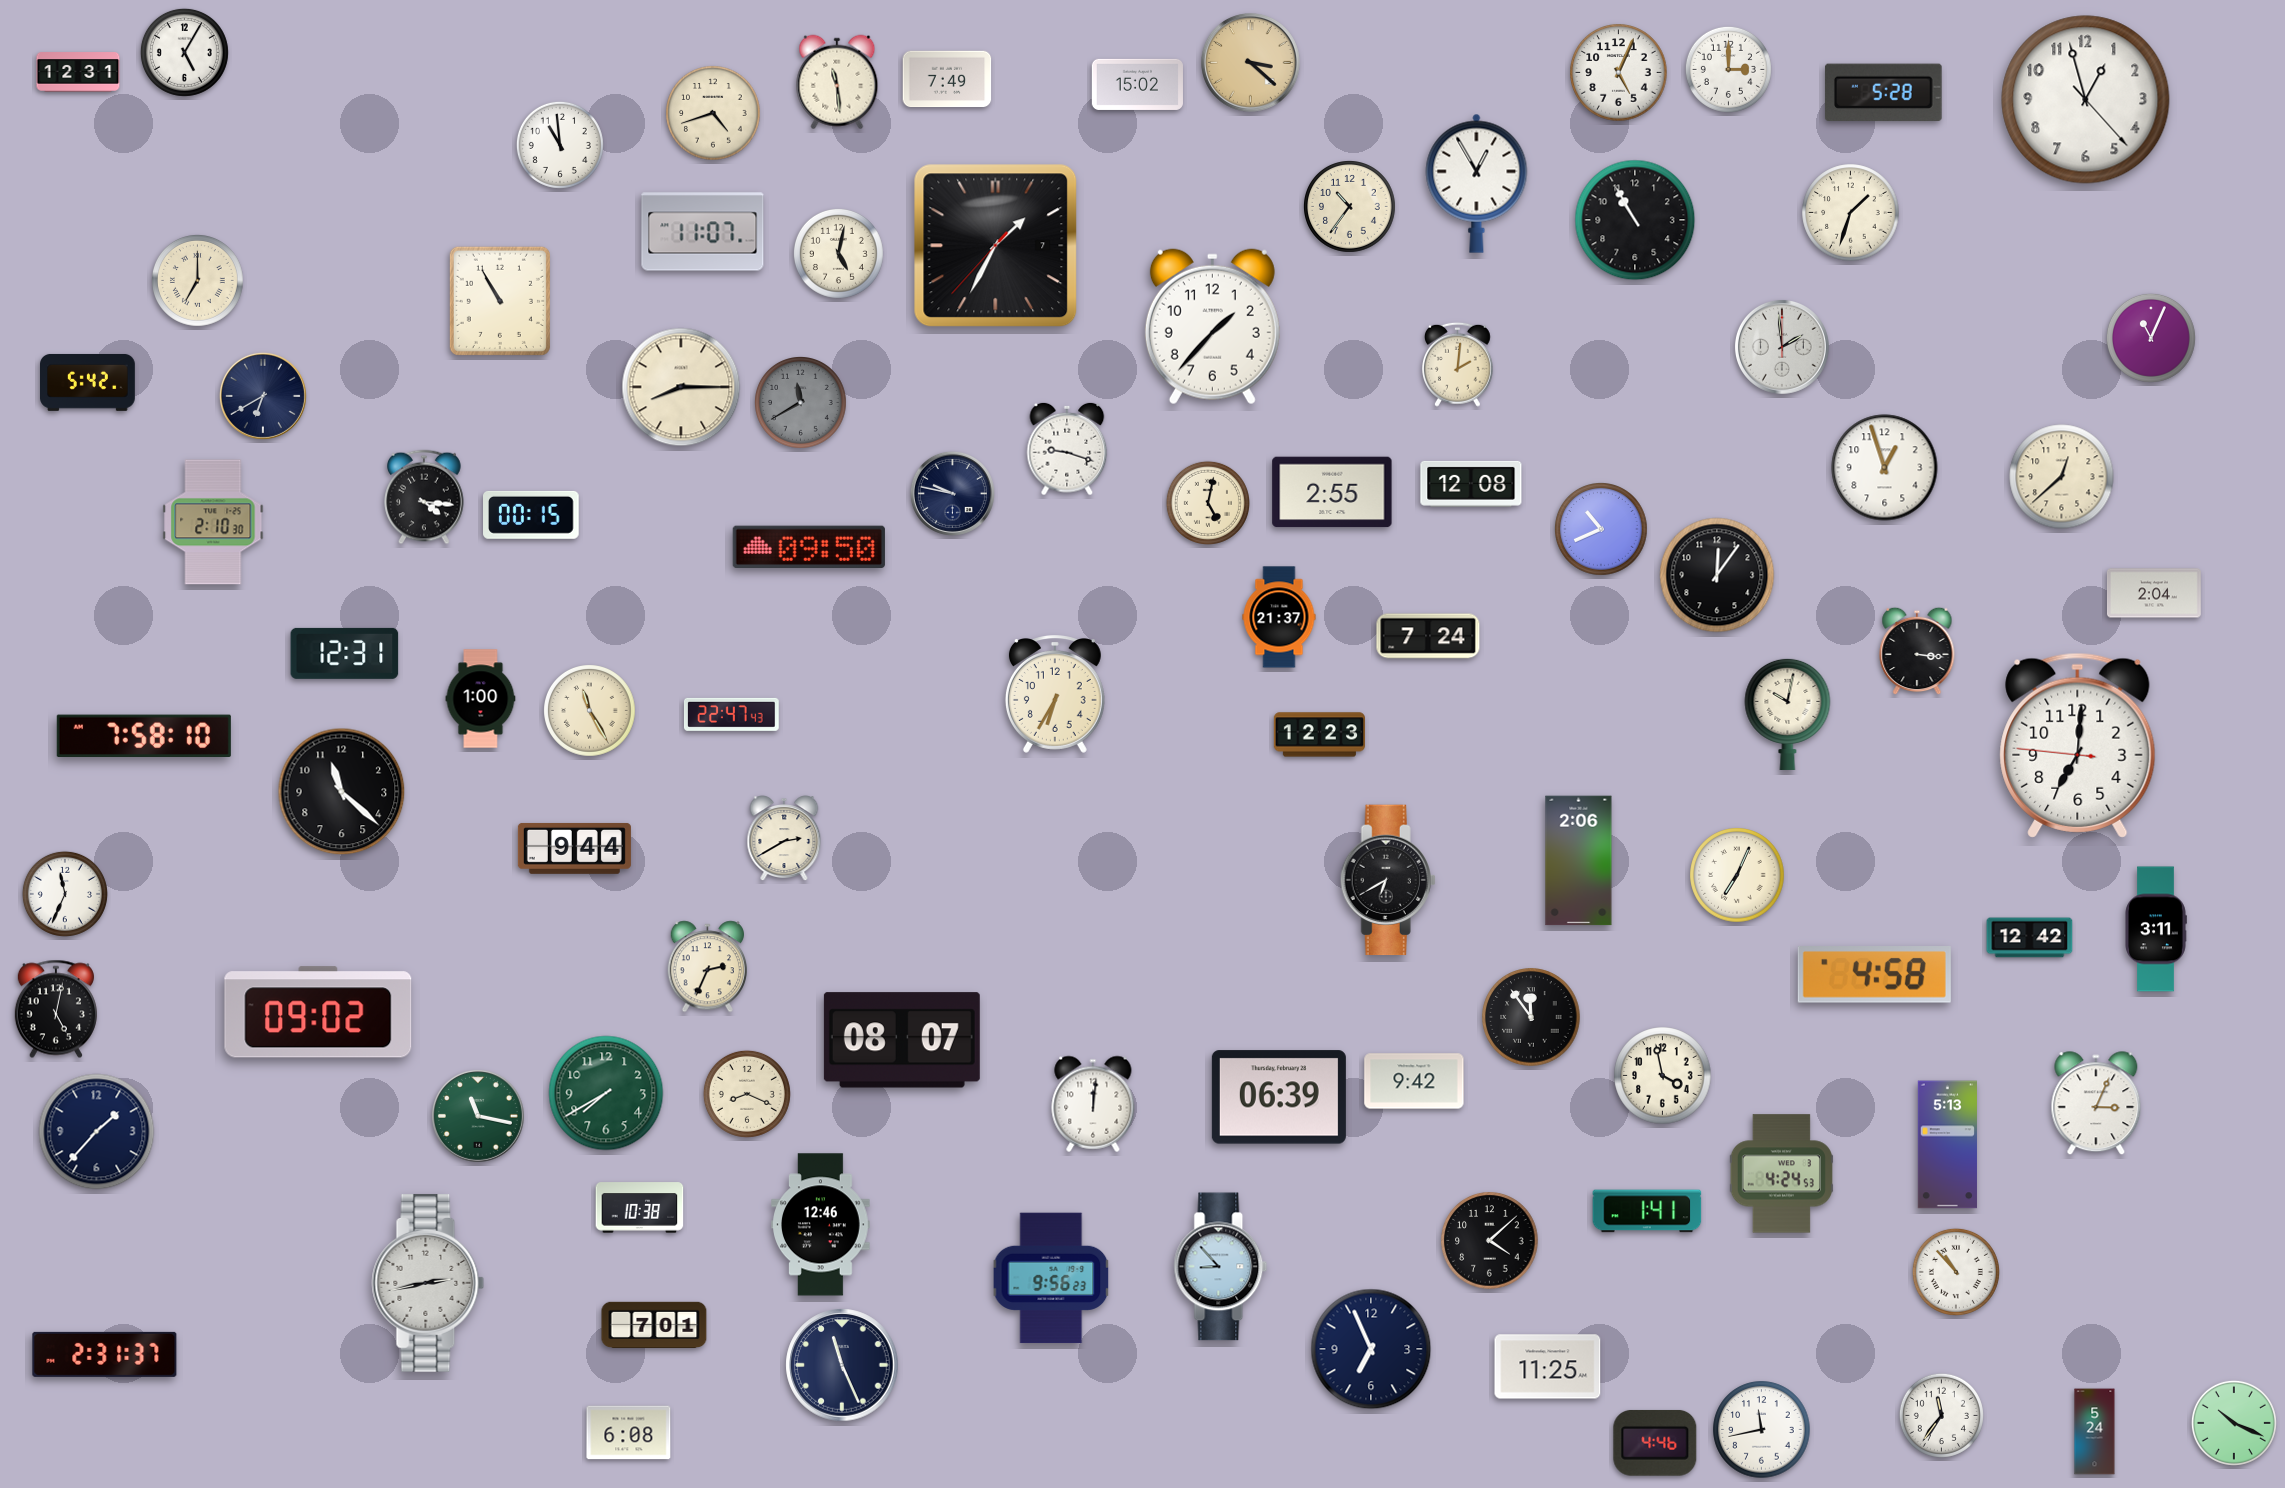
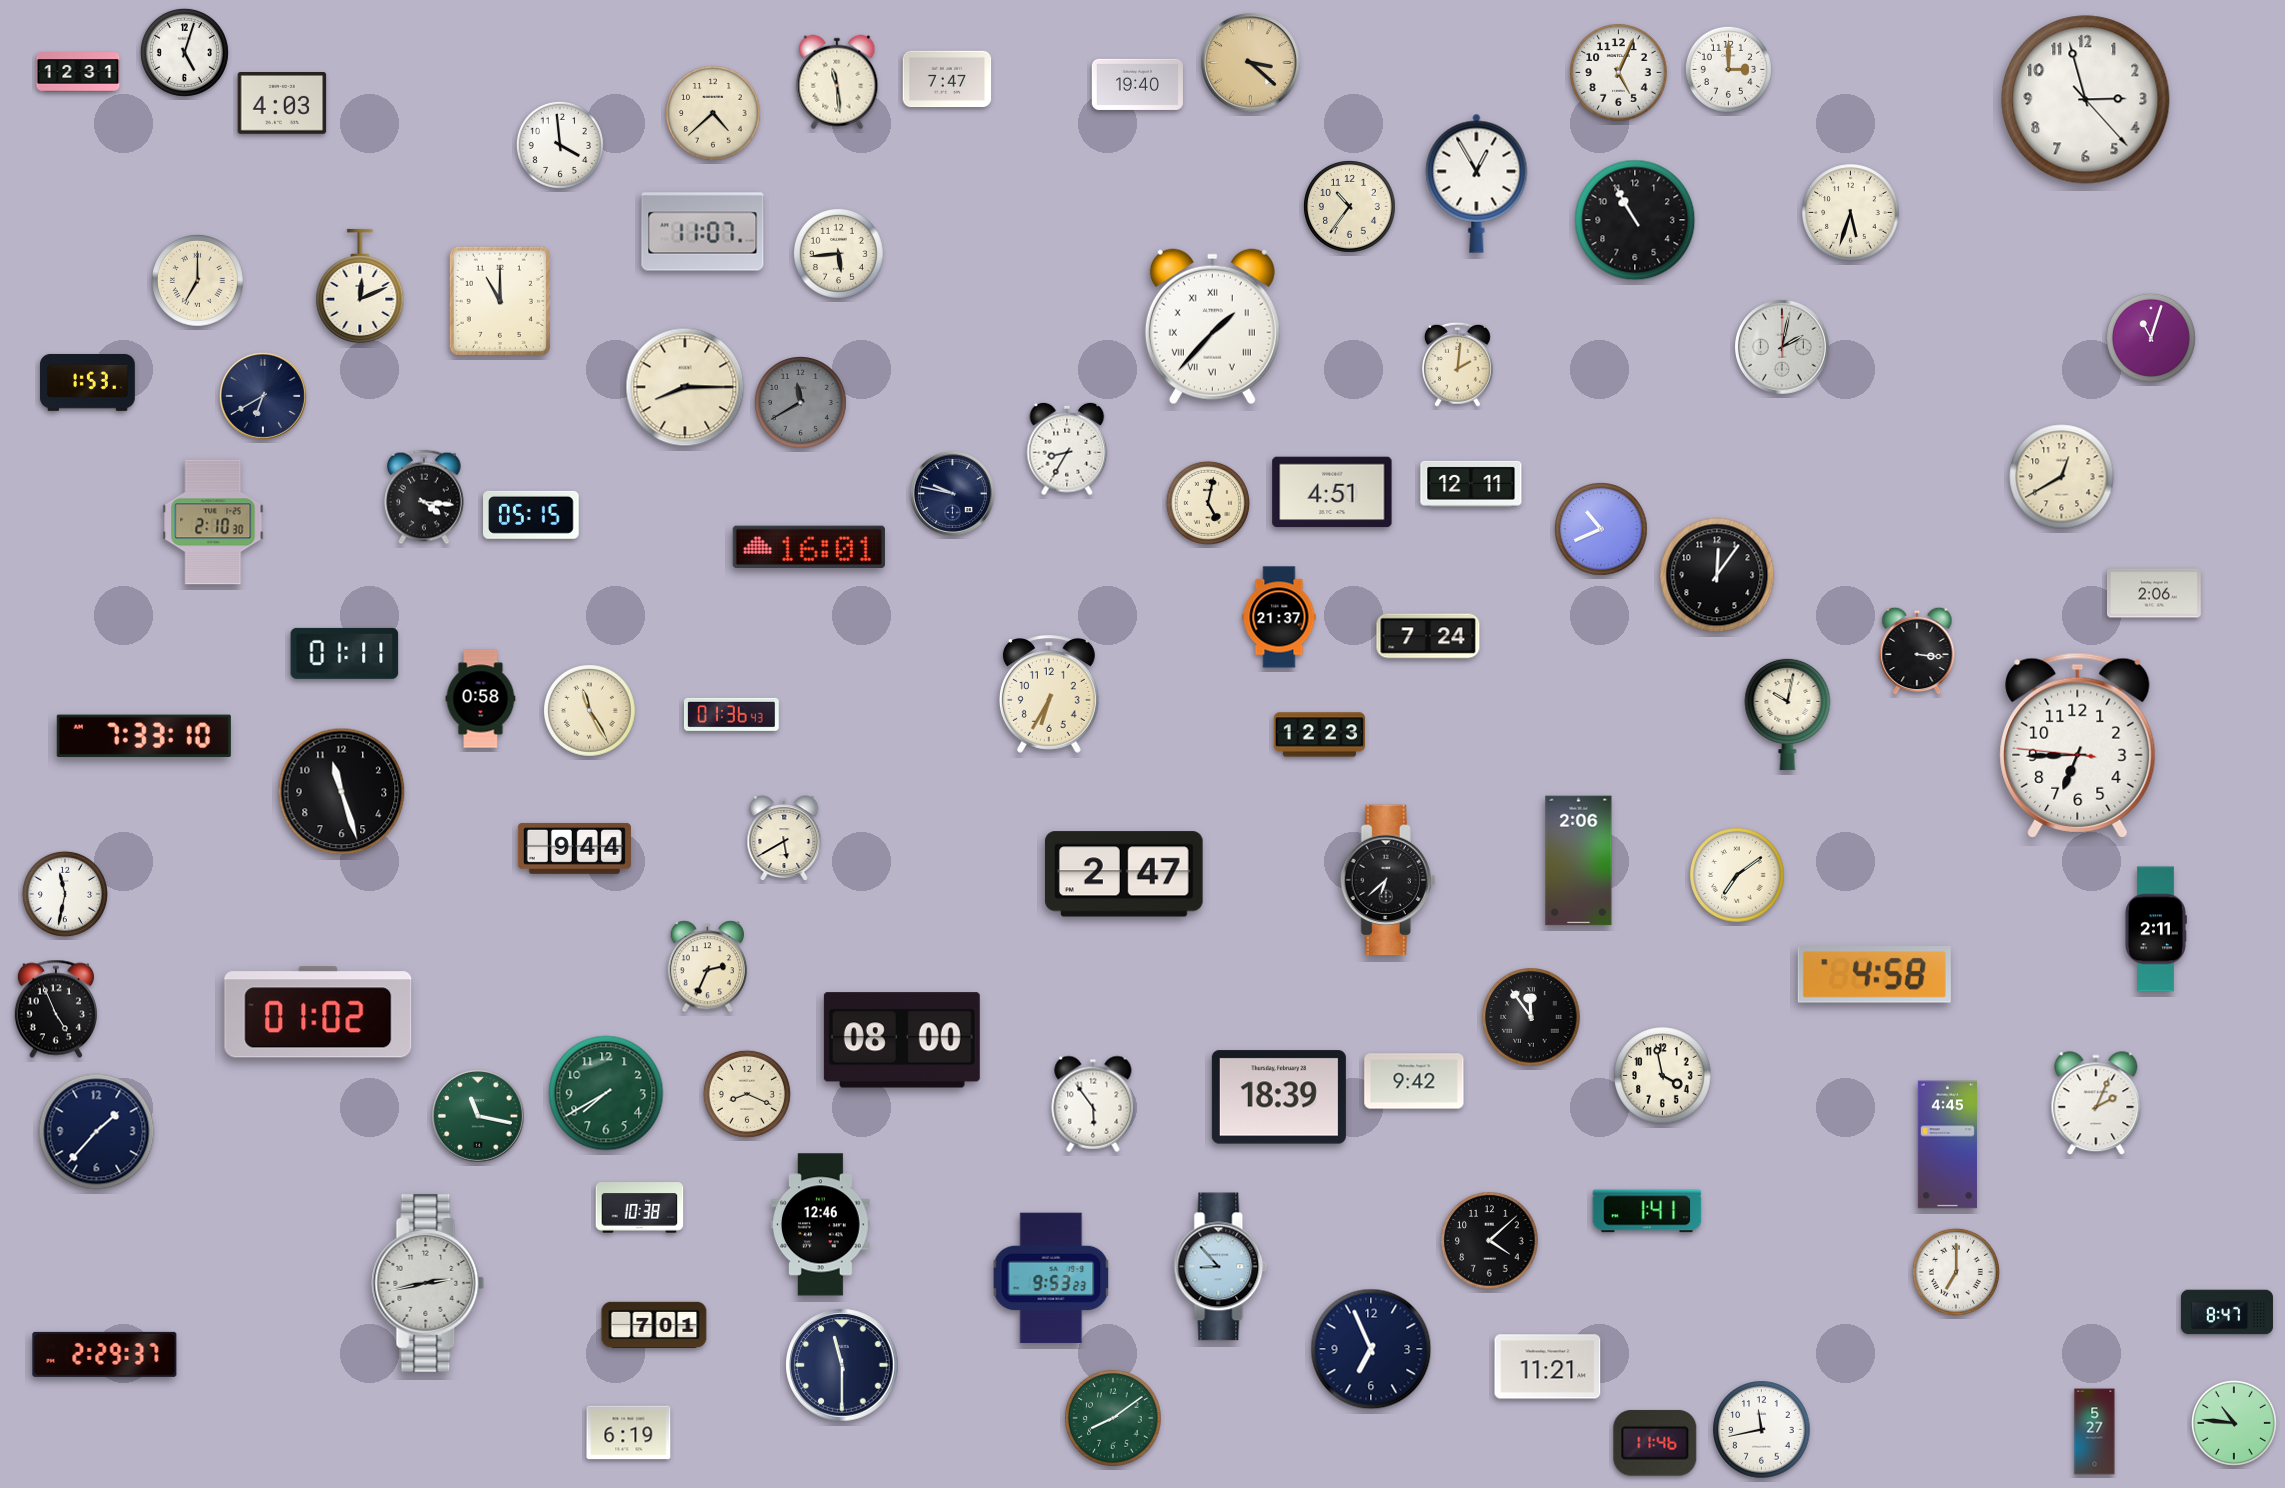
clock at (184, 52): 5:05 -> 5:03
clock at (947, 79): 7:49 -> 7:47
clock at (1137, 84): 15:02 -> 19:40
clock at (1884, 93): 5:28 -> none
clock at (2086, 100): 12:57 -> 2:57
clock at (282, 104): none -> 4:03
clock at (713, 113): 4:42 -> 4:38
clock at (560, 145): 10:59 -> 3:59
clock at (1851, 213): 1:33 -> 5:33
clock at (996, 246): 1:34 -> none
clock at (838, 253): 5:02 -> 5:44
clock at (360, 286): none -> 12:11
clock at (500, 301): 10:55 -> 11:00
clock at (1212, 327) numerals: Arabic -> Roman
clock at (2151, 338): 11:04 -> 11:03
clock at (1782, 347): 1:59 -> 2:02
clock at (88, 382): 5:42 -> 1:53
clock at (681, 387) position: (681, 387) -> (685, 387)
clock at (1067, 449): 9:18 -> 8:35
clock at (1885, 468): 12:57 -> none
clock at (2062, 477): 12:38 -> 12:40
clock at (1471, 484): 12:08 -> 12:11
clock at (1332, 492): 2:55 -> 4:51
clock at (532, 515): 00:15 -> 05:15
clock at (809, 546): 09:50 -> 16:01
clock at (2154, 593): 2:04 -> 2:06
clock at (345, 653): 12:31 -> 01:11
clock at (1055, 694) position: (1055, 694) -> (1049, 694)
clock at (481, 699): 1:00 -> 0:58
clock at (731, 714): 22:47 -> 01:36
clock at (144, 735): 7:58 -> 7:33
clock at (2078, 745): 7:00 -> 6:44
clock at (342, 792): 11:22 -> 11:27
clock at (784, 839): 2:40 -> 5:40
clock at (1124, 874): none -> 2:47
clock at (1737, 875): 7:04 -> 7:09
clock at (1388, 880): 6:40 -> 6:38
clock at (65, 894): 11:34 -> 11:32
clock at (2156, 929): 3:11 -> 2:11
clock at (2030, 938): 12:42 -> none
clock at (56, 1009): 5:02 -> 4:56
clock at (318, 1012): 09:02 -> 01:02
clock at (902, 1040): 08:07 -> 08:00
clock at (1279, 1097): 06:39 -> 18:39
clock at (1093, 1104): 12:01 -> 5:54
clock at (2096, 1104): 3:04 -> 2:04
clock at (1947, 1145): 5:13 -> 4:45
clock at (1781, 1174): 4:24 -> none
clock at (1956, 1272): 10:53 -> 7:00
clock at (1051, 1278): 9:56 -> 9:53
clock at (2227, 1312): none -> 8:47
clock at (105, 1354): 2:31 -> 2:29
clock at (842, 1365): 11:26 -> 11:30
clock at (1548, 1367): 11:25 -> 11:21
clock at (1941, 1415): 11:36 -> none
clock at (1113, 1418): none -> 8:09
clock at (2234, 1423): 10:19 -> 10:46
clock at (2095, 1432): 5:24 -> 5:27
clock at (629, 1433): 6:08 -> 6:19
clock at (1655, 1443): 4:46 -> 11:46
